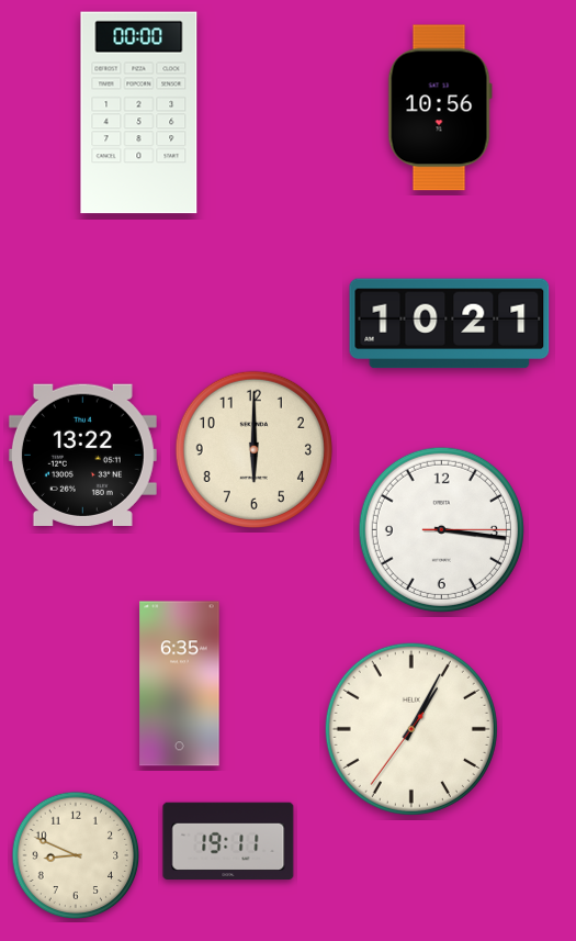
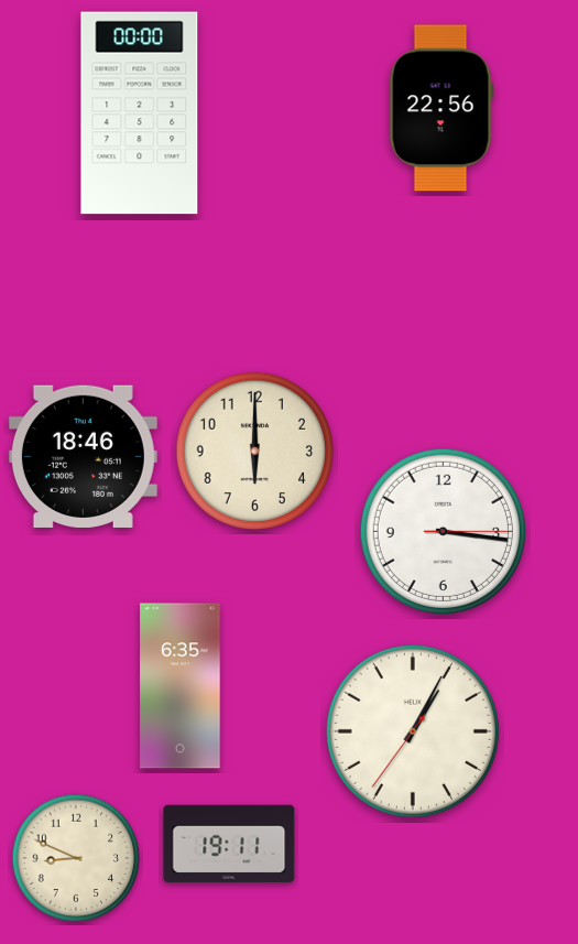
clock at (440, 108): 10:56 -> 22:56
clock at (450, 324): 10:21 -> none
clock at (82, 455): 13:22 -> 18:46
